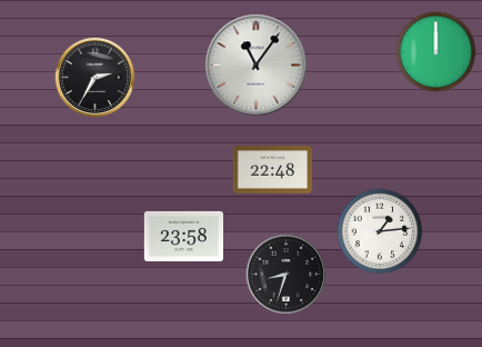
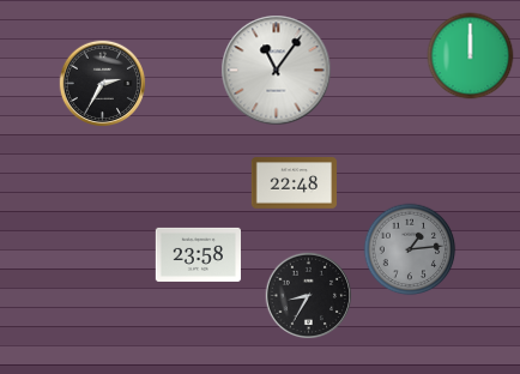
clock at (380, 231) dial: white -> grey
clock at (287, 275): 8:33 -> 8:35
